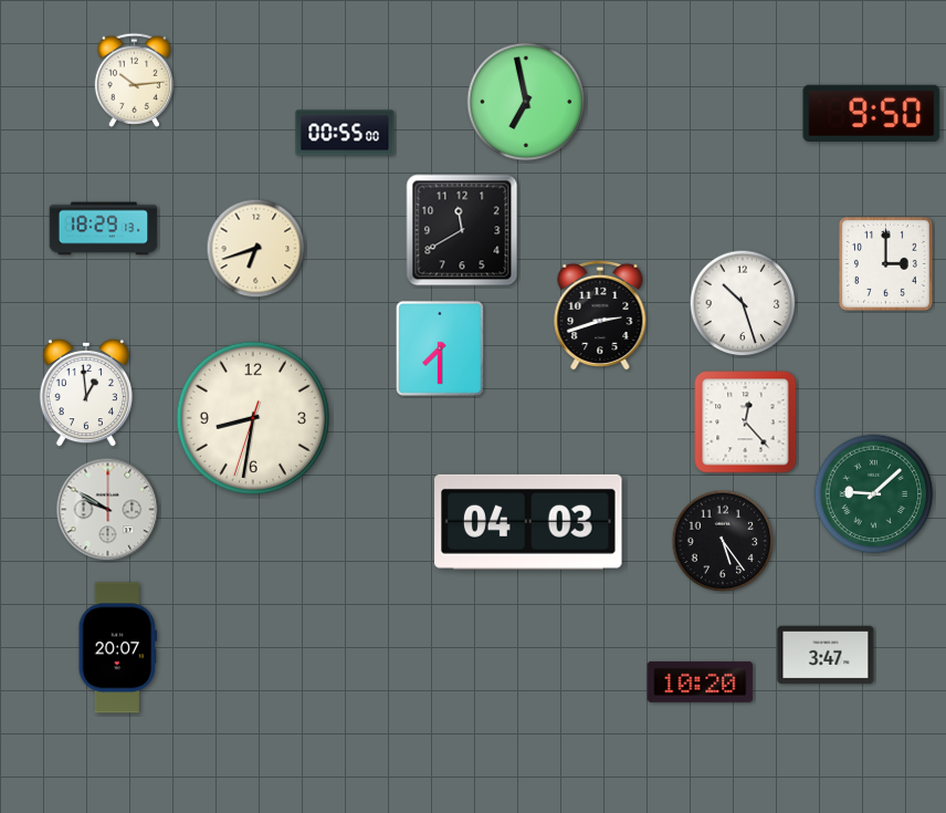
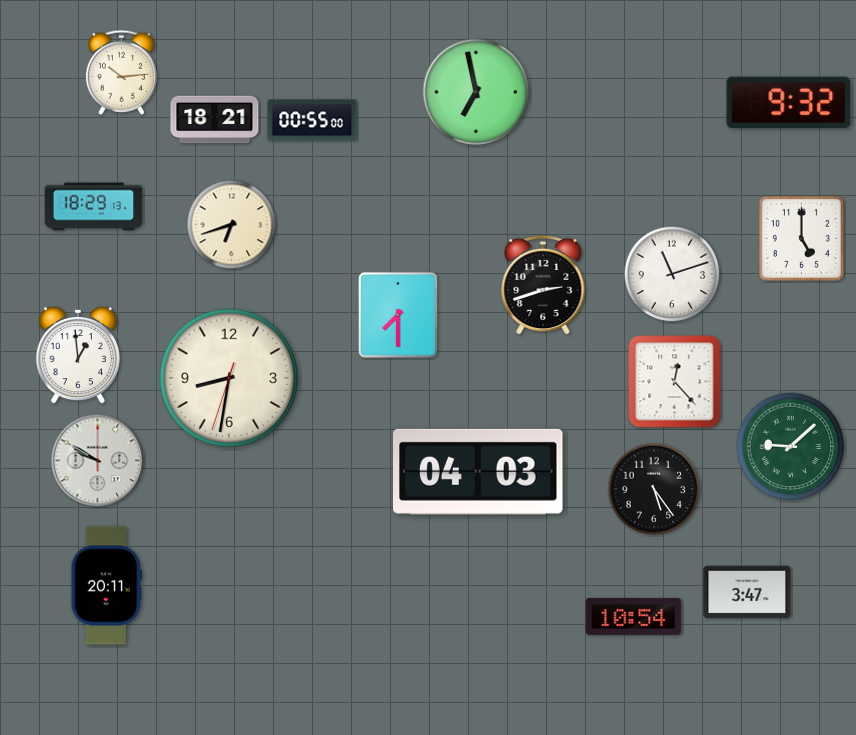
clock at (872, 113): 9:50 -> 9:32
clock at (215, 120): none -> 18:21
clock at (462, 230): 11:40 -> none
clock at (885, 263): 3:00 -> 5:00
clock at (743, 303): 10:27 -> 11:12
clock at (117, 648): 20:07 -> 20:11
clock at (701, 681): 10:20 -> 10:54
